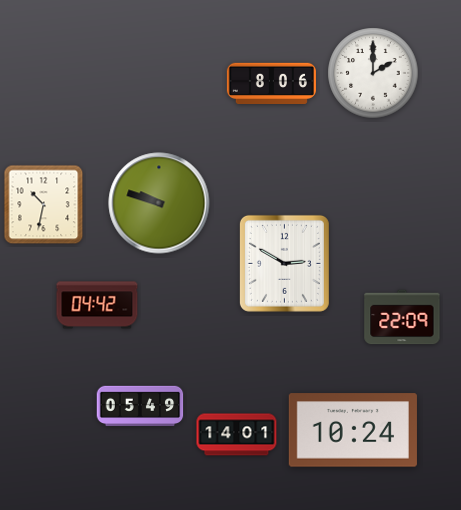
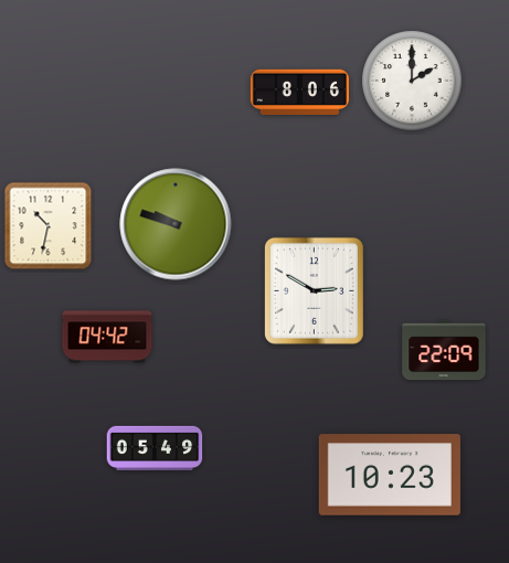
clock at (353, 430): 10:24 -> 10:23
clock at (237, 435): 14:01 -> none
